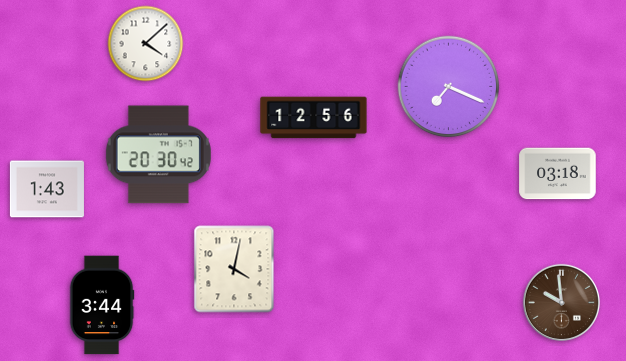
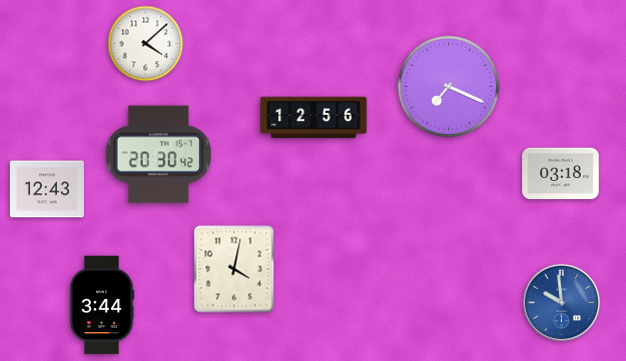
clock at (558, 174) position: (558, 174) -> (561, 174)
clock at (47, 189): 1:43 -> 12:43
clock at (561, 302) dial: brown -> blue
